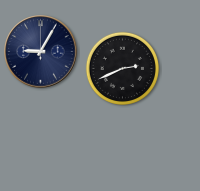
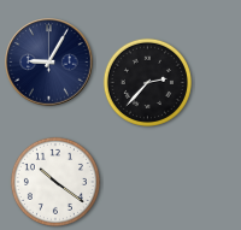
clock at (122, 68): 2:41 -> 2:37
clock at (55, 182): none -> 10:21
